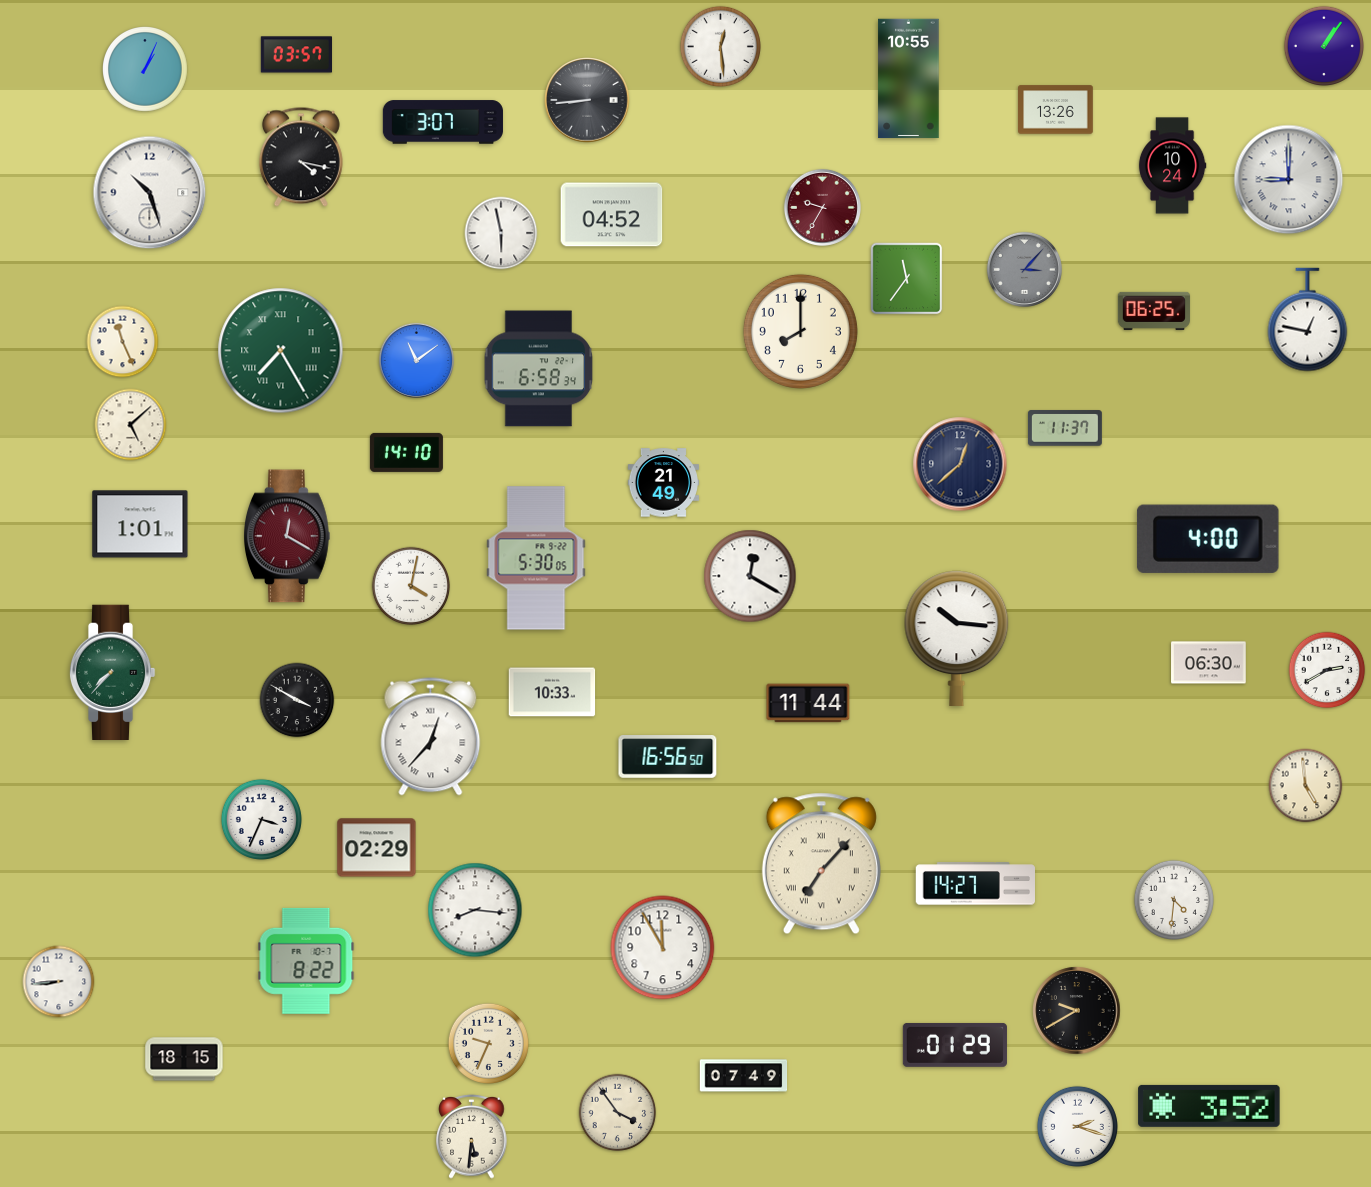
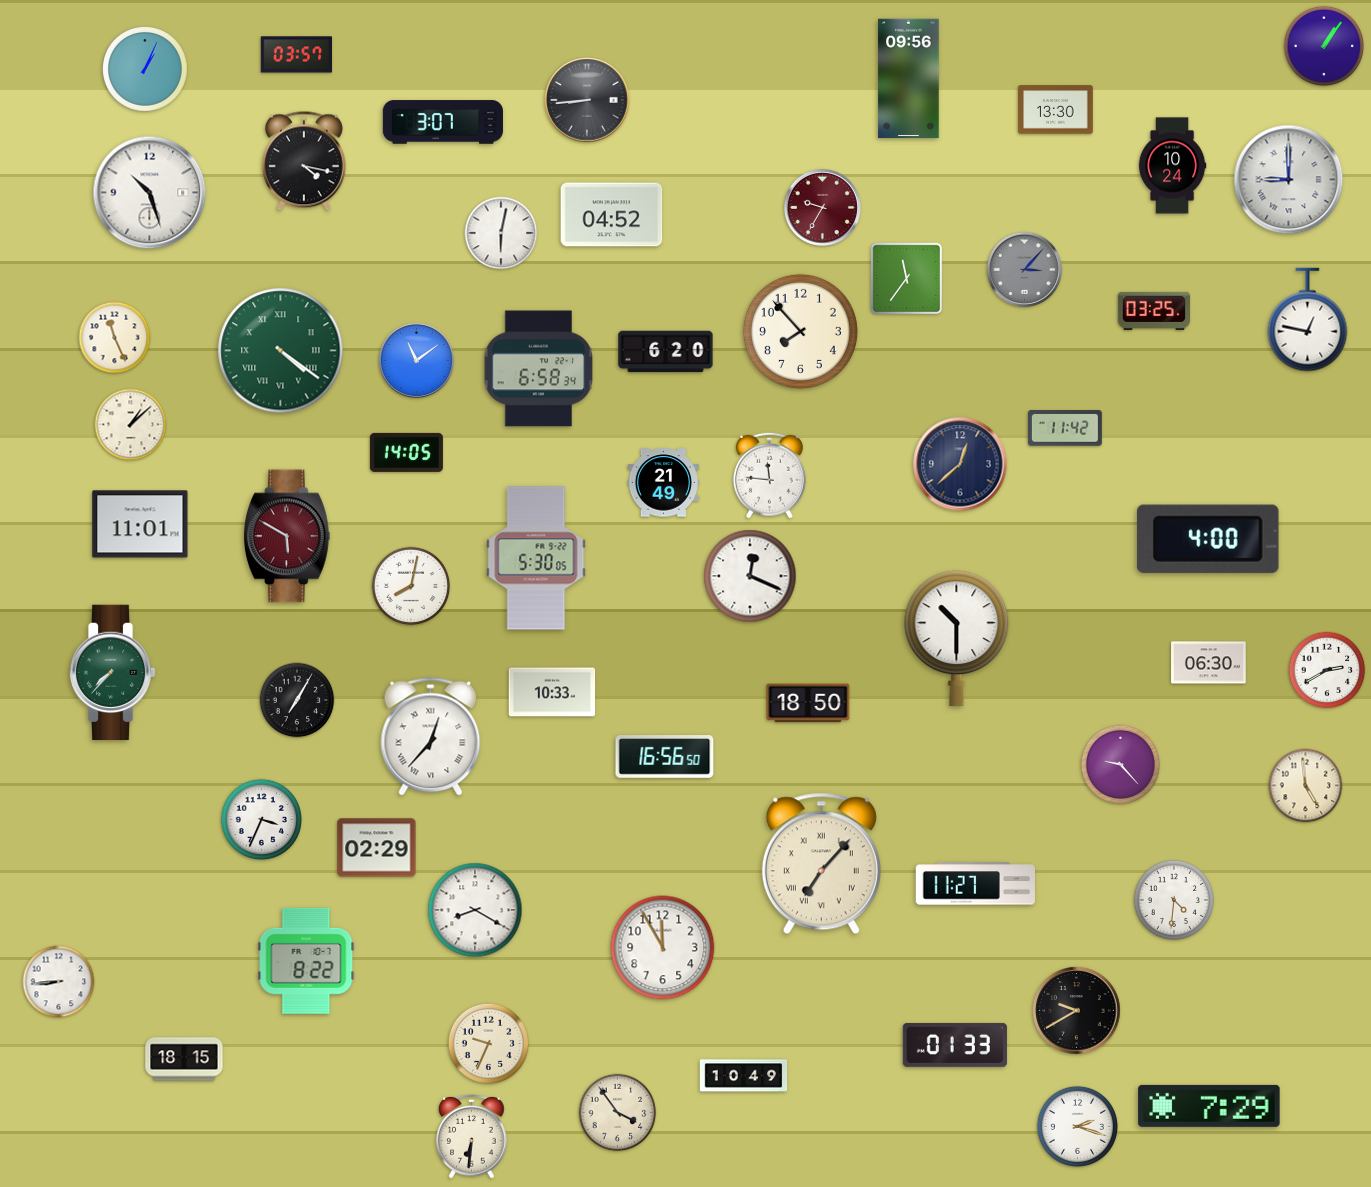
clock at (720, 46): 12:29 -> none
clock at (909, 79): 10:55 -> 09:56
clock at (1056, 110): 13:26 -> 13:30
clock at (301, 157) position: (301, 157) -> (304, 161)
clock at (501, 233): 5:58 -> 6:02
clock at (1154, 311): 06:25 -> 03:25
clock at (800, 331): 8:00 -> 7:53
clock at (123, 342) position: (123, 342) -> (115, 338)
clock at (281, 351): 7:25 -> 4:21
clock at (666, 352): none -> 6:20
clock at (131, 425): 5:08 -> 1:08
clock at (1065, 428): 11:37 -> 11:42
clock at (406, 452): 14:10 -> 14:05
clock at (769, 475): none -> 11:46
clock at (140, 524): 1:01 -> 11:01
clock at (287, 536): 12:20 -> 5:50
clock at (750, 576): 12:20 -> 12:19
clock at (411, 586): 4:02 -> 8:02
clock at (957, 638): 10:16 -> 10:30
clock at (297, 700): 3:50 -> 7:05
clock at (808, 703): 11:44 -> 18:50
clock at (668, 757) position: (668, 757) -> (665, 757)
clock at (1121, 765): none -> 9:23
clock at (975, 884): 14:27 -> 11:27
clock at (475, 910): 8:16 -> 8:20
clock at (955, 1045): 01:29 -> 01:33
clock at (744, 1076): 07:49 -> 10:49
clock at (1209, 1106): 3:52 -> 7:29
clock at (472, 1137): 5:31 -> 6:31
